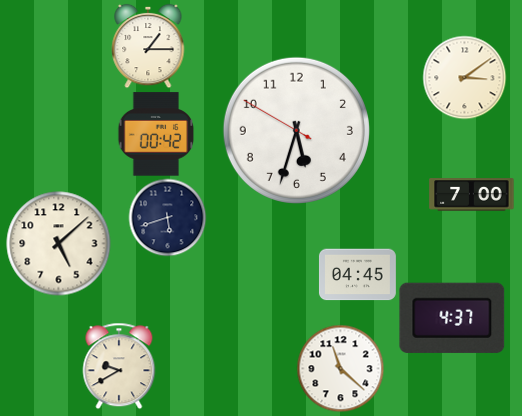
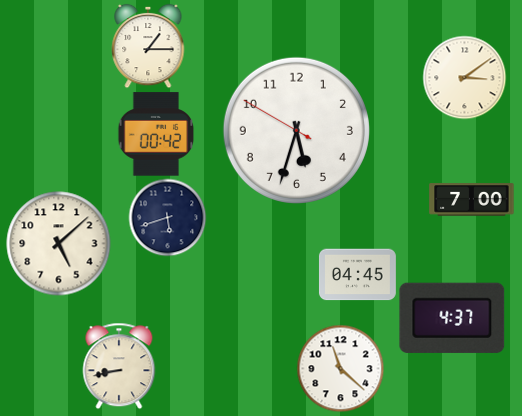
clock at (472, 195) position: (472, 195) -> (472, 200)
clock at (119, 366): 9:40 -> 8:43
